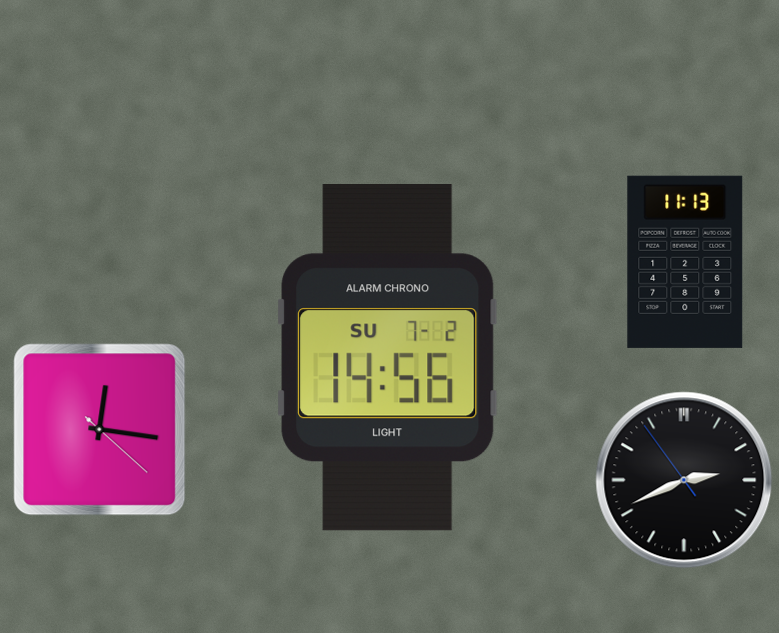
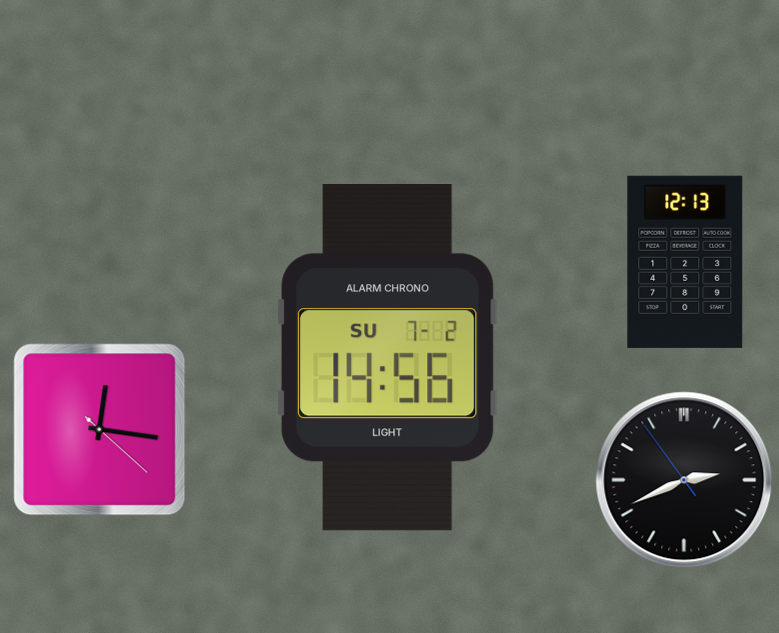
clock at (685, 262): 11:13 -> 12:13
